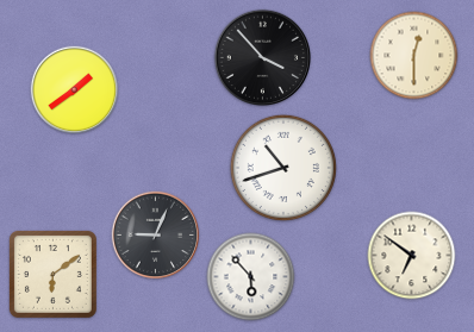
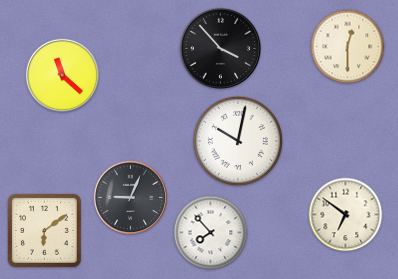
clock at (75, 90): 1:39 -> 11:22
clock at (283, 168): 10:42 -> 10:02
clock at (251, 277): 5:53 -> 7:53
